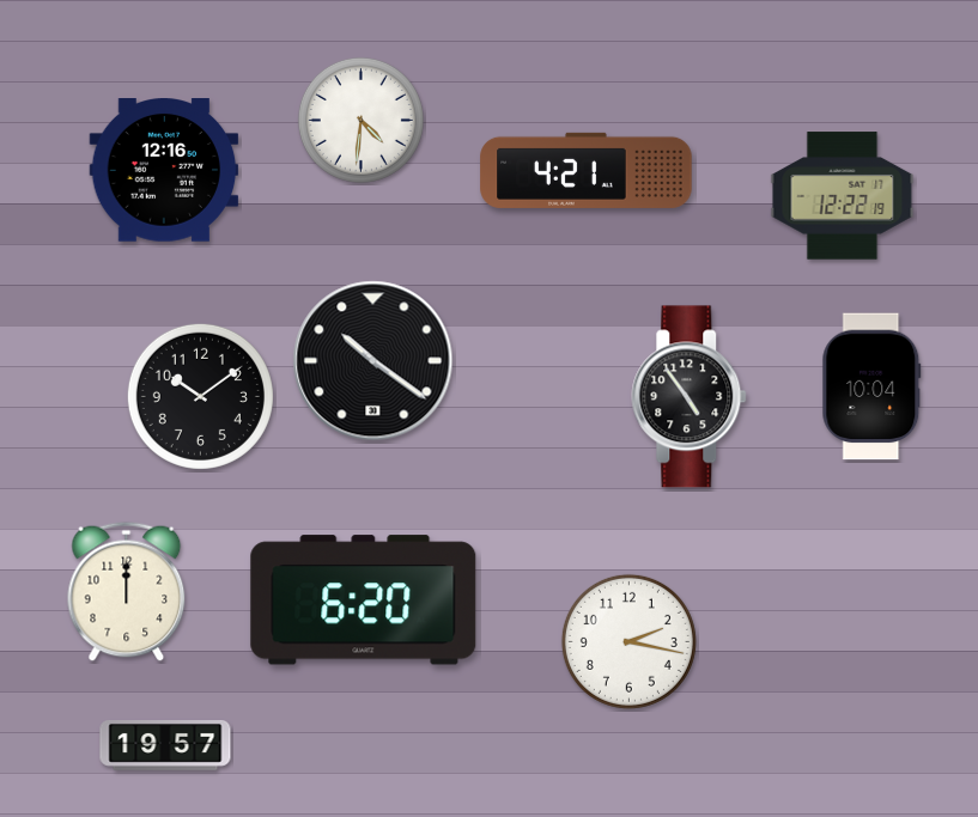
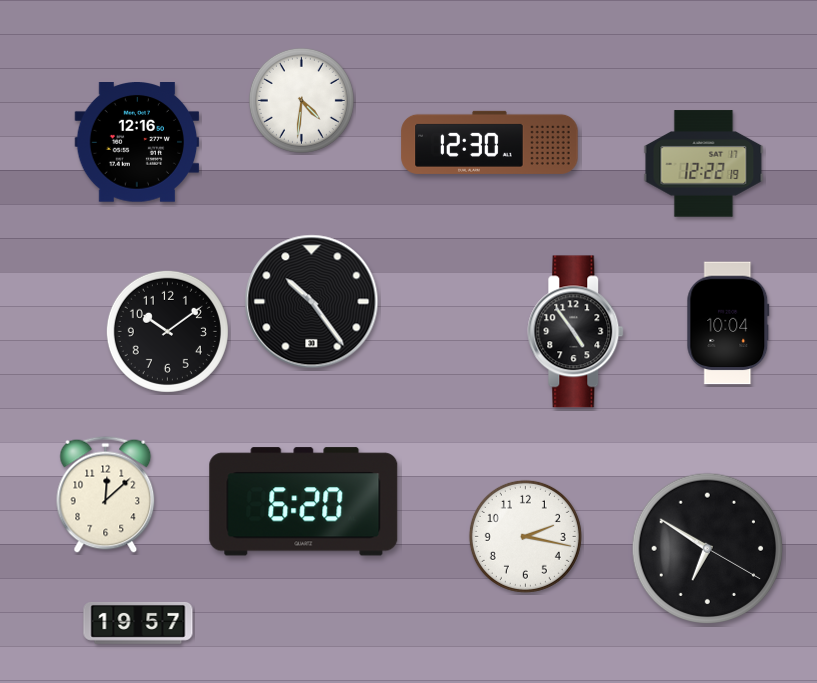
clock at (587, 170): 4:21 -> 12:30
clock at (373, 361): 10:21 -> 10:24
clock at (127, 591): 12:00 -> 12:08
clock at (707, 548): none -> 6:50
